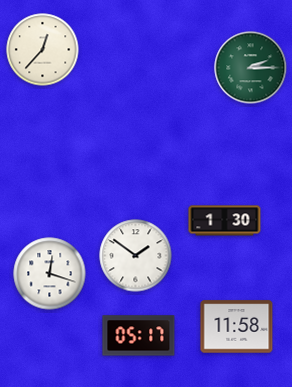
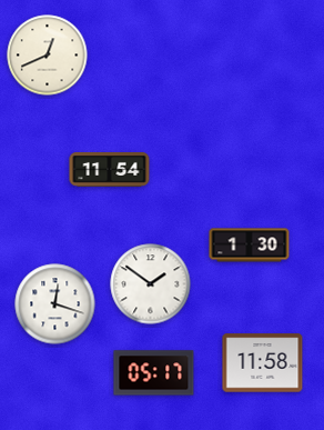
clock at (43, 50): 12:37 -> 12:41
clock at (251, 68): 2:15 -> none
clock at (110, 170): none -> 11:54
